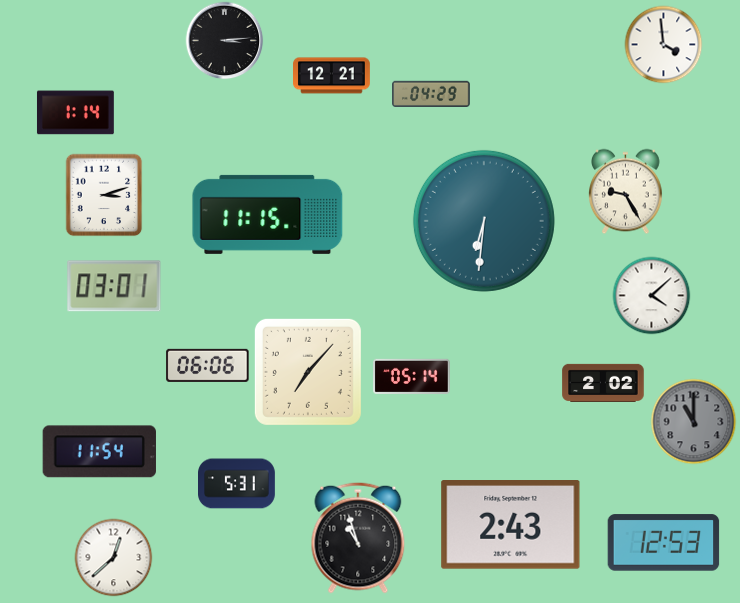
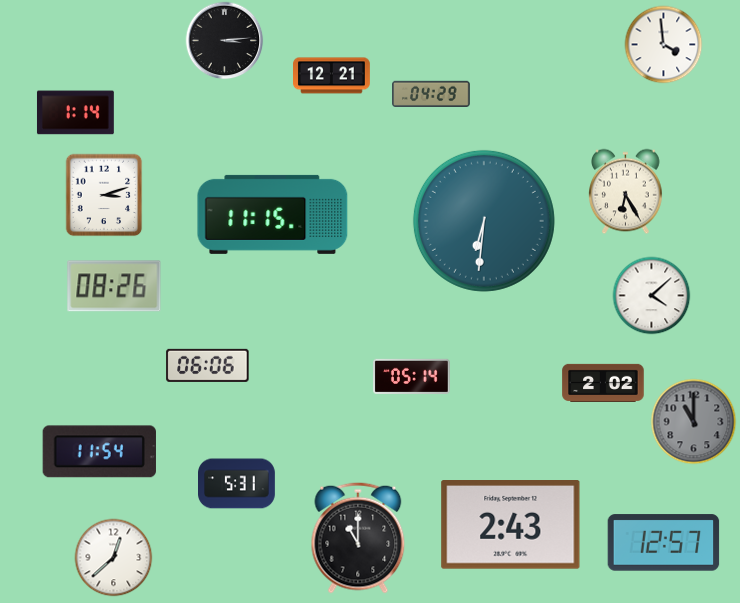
clock at (626, 191): 9:25 -> 6:25
clock at (268, 214) position: (268, 214) -> (273, 214)
clock at (114, 286): 03:01 -> 08:26
clock at (308, 372): 7:07 -> none
clock at (358, 538): 10:57 -> 11:00
clock at (664, 543): 12:53 -> 12:57
